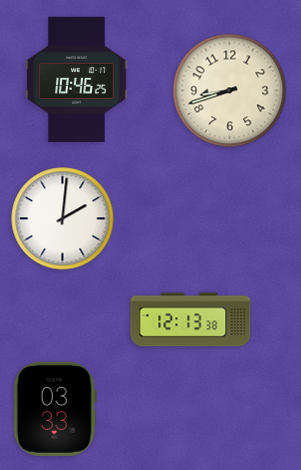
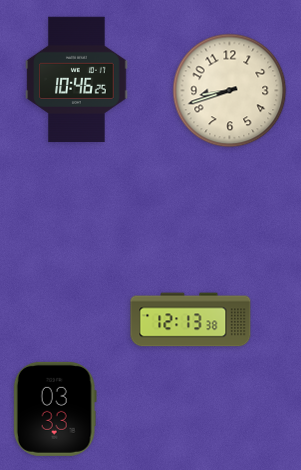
clock at (63, 219): 2:01 -> none
